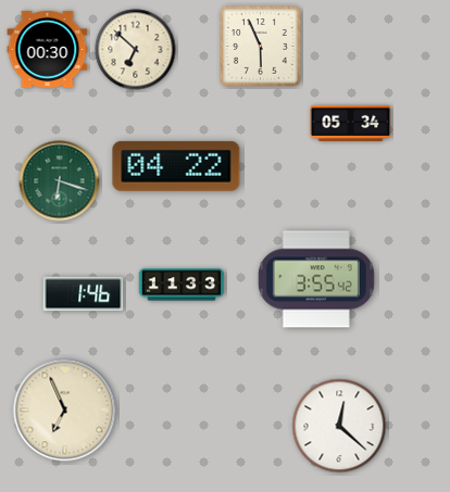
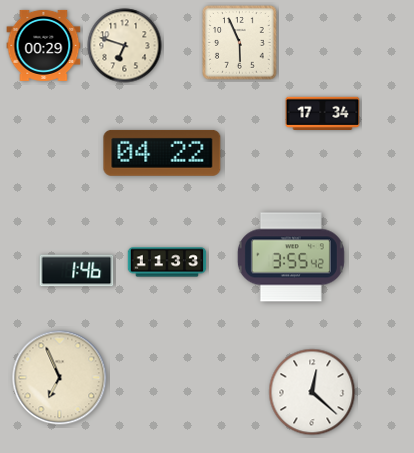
clock at (48, 49): 00:30 -> 00:29
clock at (136, 50): 6:52 -> 6:48
clock at (351, 123): 05:34 -> 17:34
clock at (60, 181): 6:18 -> none
